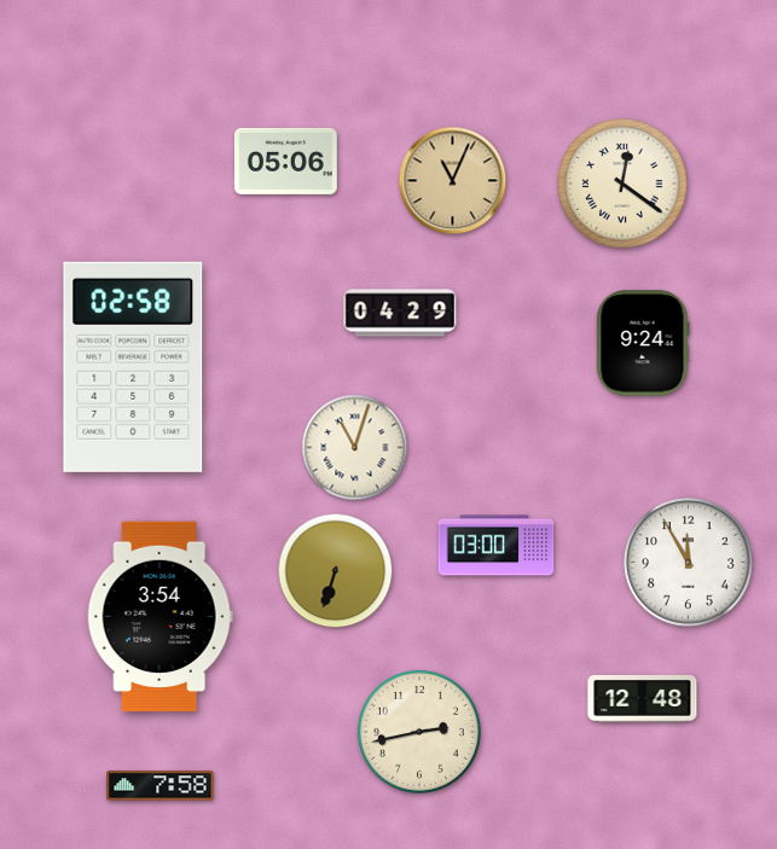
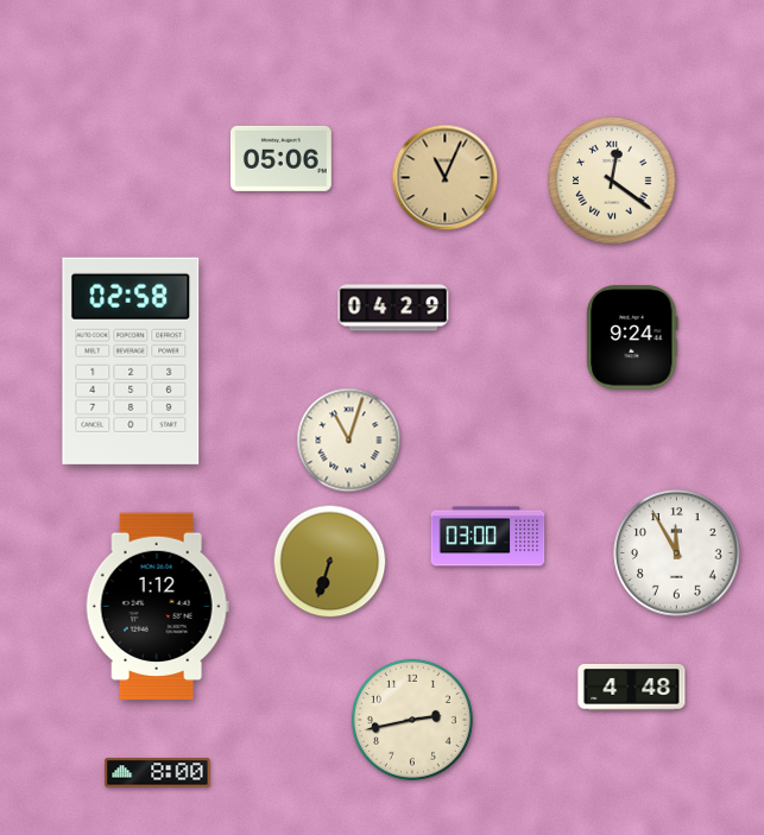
clock at (160, 617): 3:54 -> 1:12
clock at (643, 699): 12:48 -> 4:48
clock at (161, 786): 7:58 -> 8:00
